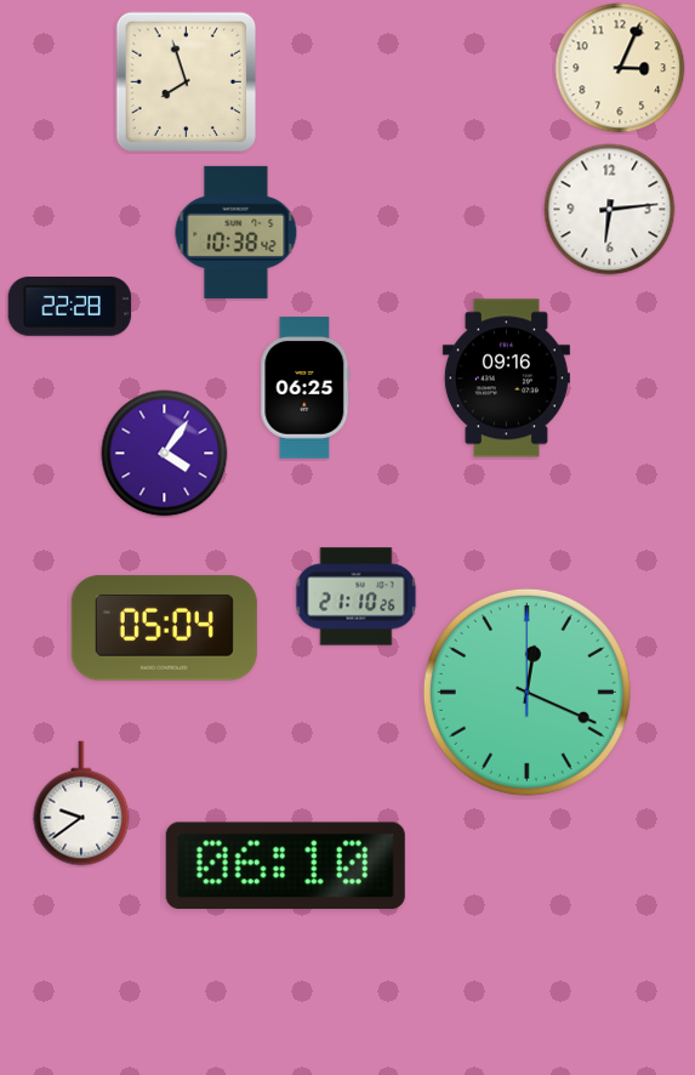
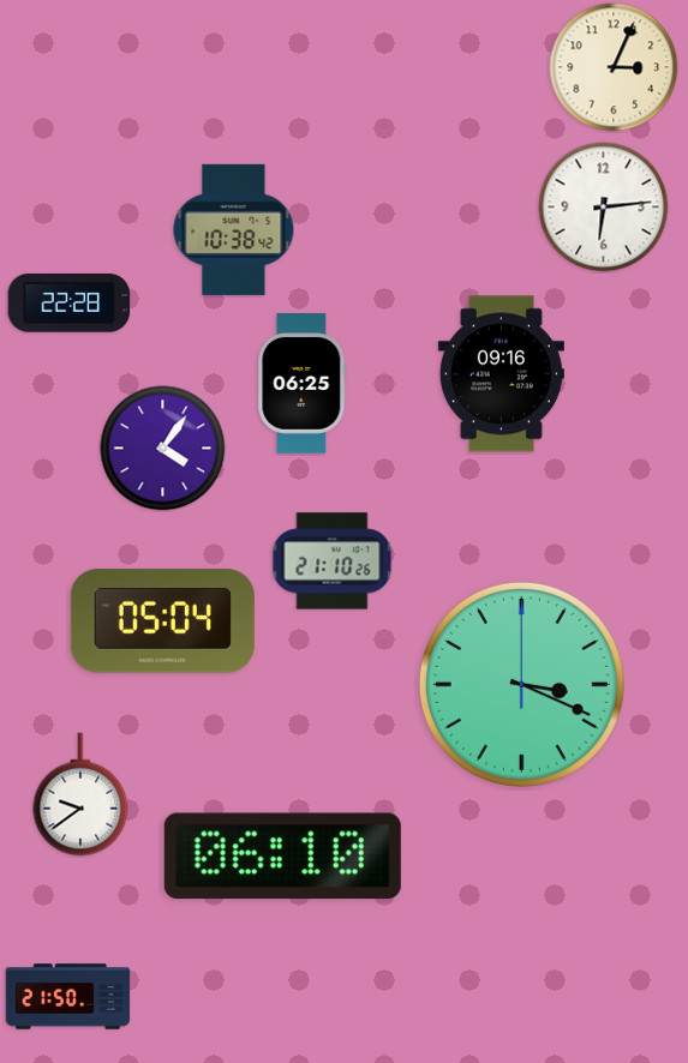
clock at (187, 83): 7:57 -> none
clock at (357, 597) position: (357, 597) -> (333, 561)
clock at (526, 692): 12:19 -> 3:19
clock at (68, 997): none -> 21:50
